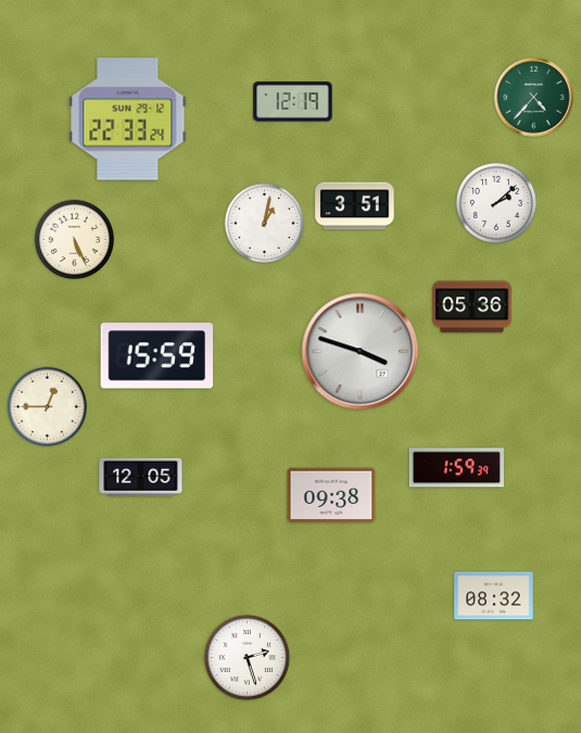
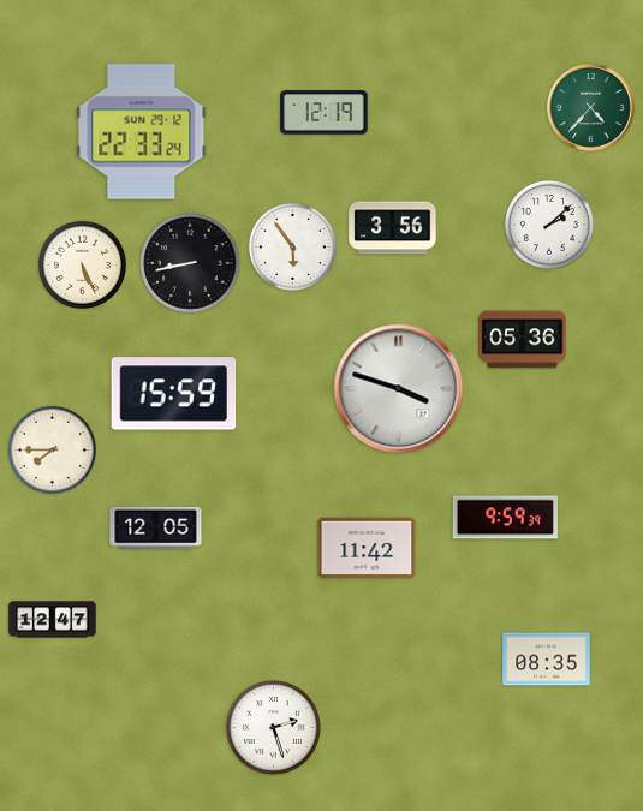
clock at (355, 206): 3:51 -> 3:56
clock at (264, 223): 1:02 -> 5:54
clock at (190, 263): none -> 8:43
clock at (47, 406): 12:45 -> 7:45
clock at (456, 468): 1:59 -> 9:59
clock at (331, 495): 09:38 -> 11:42
clock at (53, 620): none -> 12:47
clock at (494, 596): 08:32 -> 08:35
